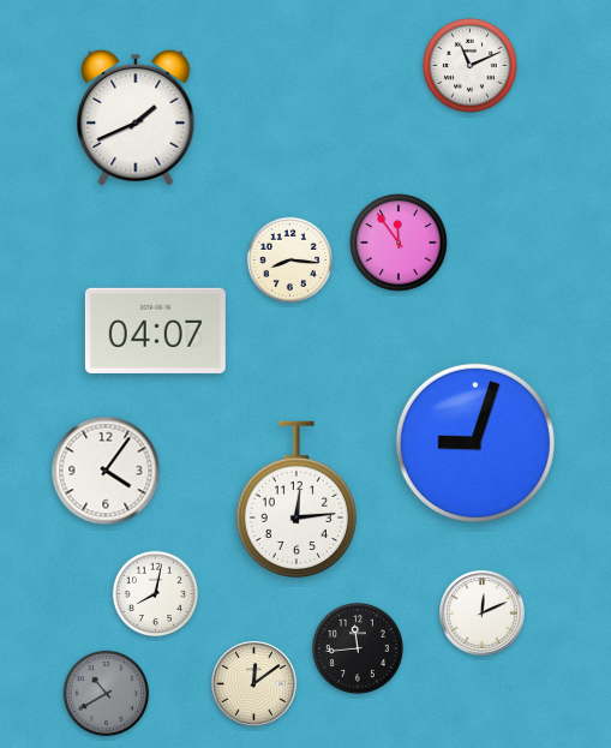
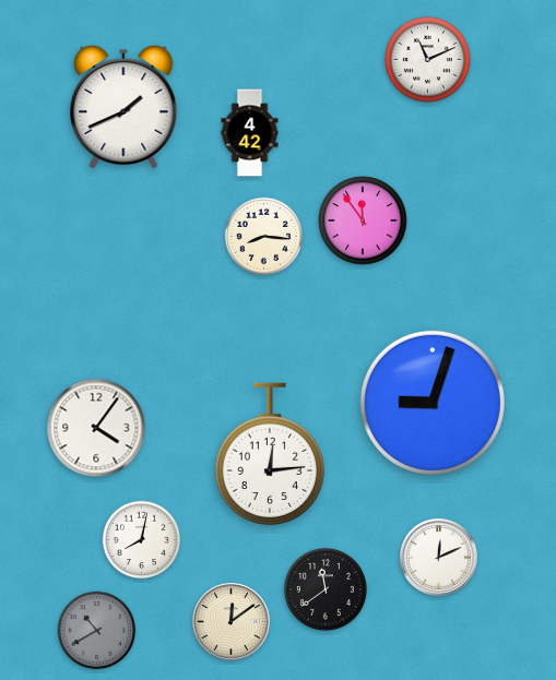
clock at (250, 133): none -> 4:42
clock at (155, 330): 04:07 -> none
clock at (358, 648): 11:44 -> 11:39
